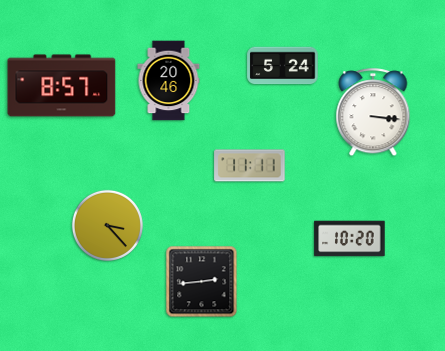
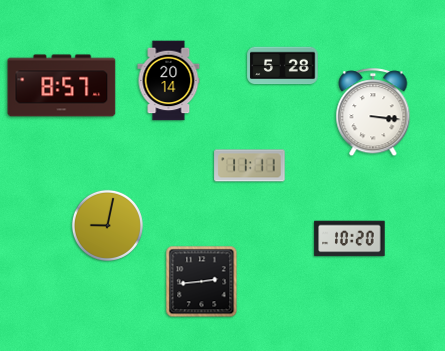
clock at (283, 66): 5:24 -> 5:28
clock at (169, 81): 20:46 -> 20:14
clock at (107, 225): 3:23 -> 9:02
